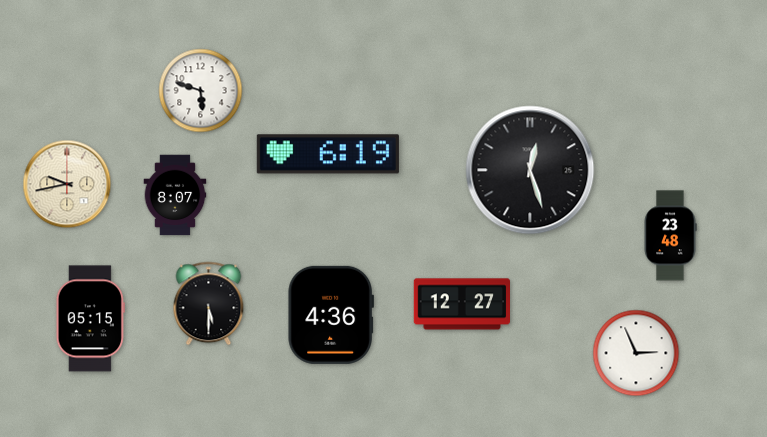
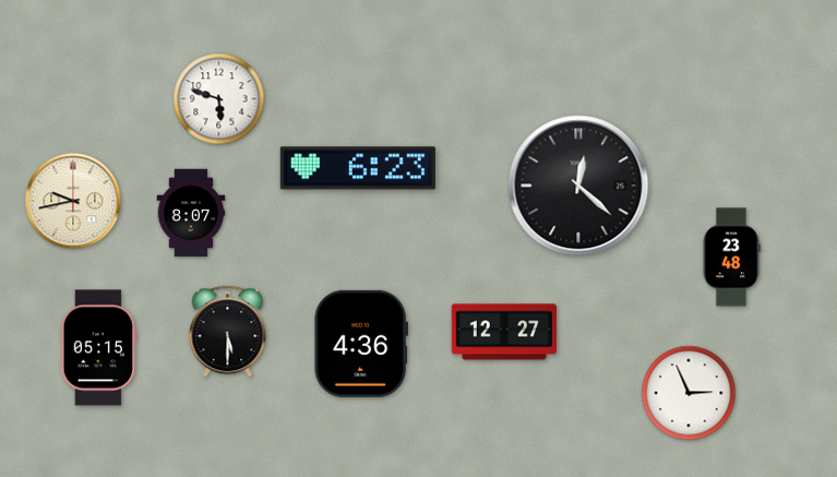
clock at (328, 154): 6:19 -> 6:23
clock at (530, 170): 12:27 -> 12:22
clock at (636, 353) position: (636, 353) -> (689, 393)
